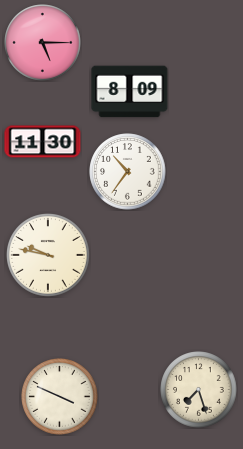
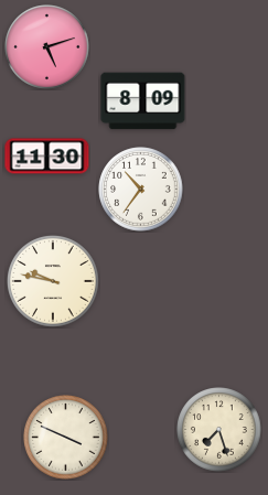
clock at (43, 43): 5:15 -> 5:12
